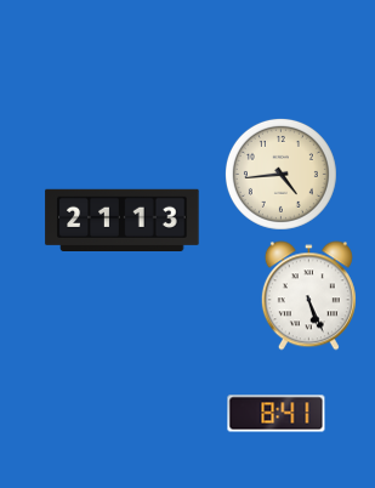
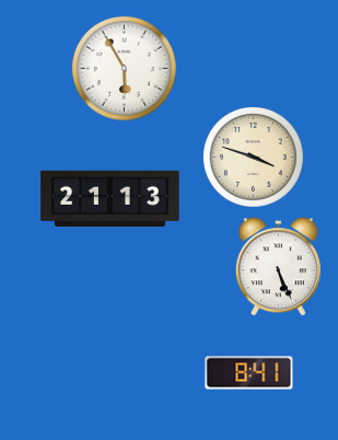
clock at (124, 68): none -> 5:55
clock at (280, 174): 4:44 -> 3:48
